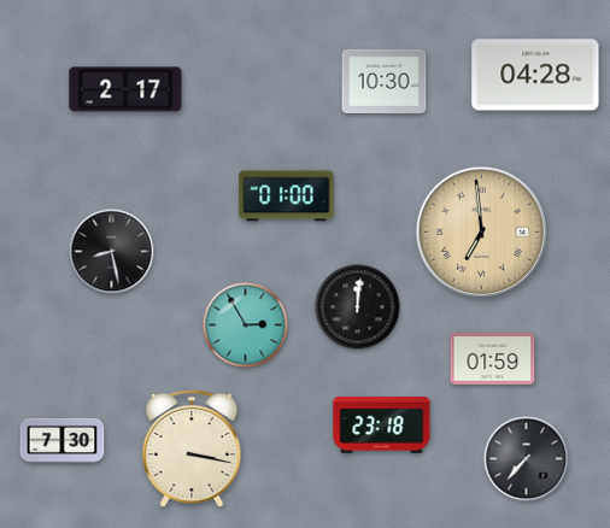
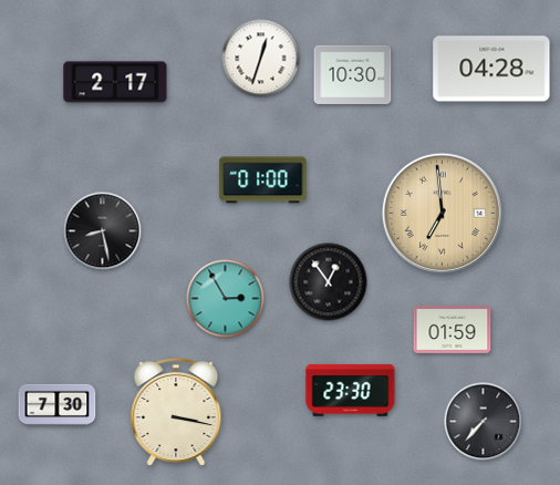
clock at (261, 59): none -> 12:33
clock at (358, 307): 12:01 -> 12:54
clock at (382, 424): 23:18 -> 23:30
